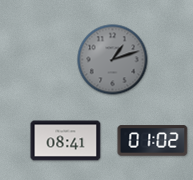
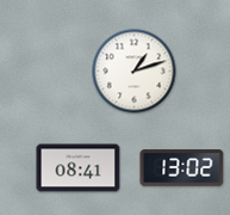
clock at (113, 60) dial: grey -> white
clock at (153, 141): 01:02 -> 13:02
